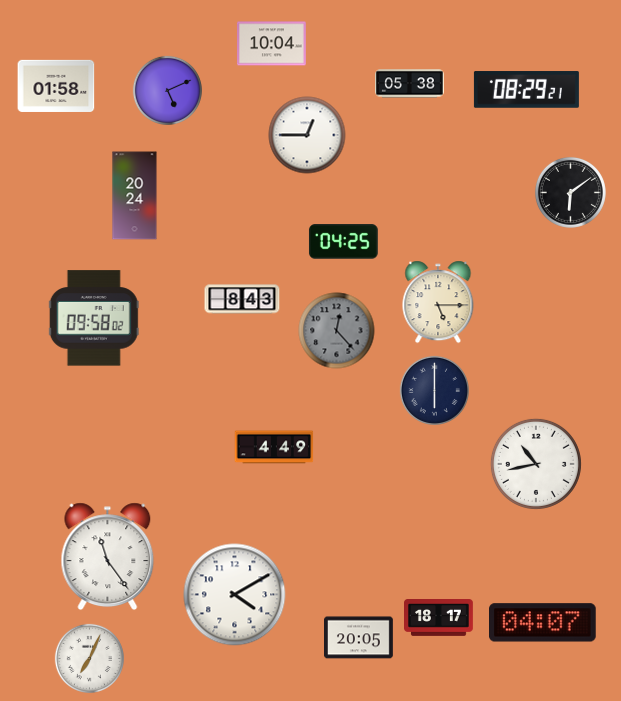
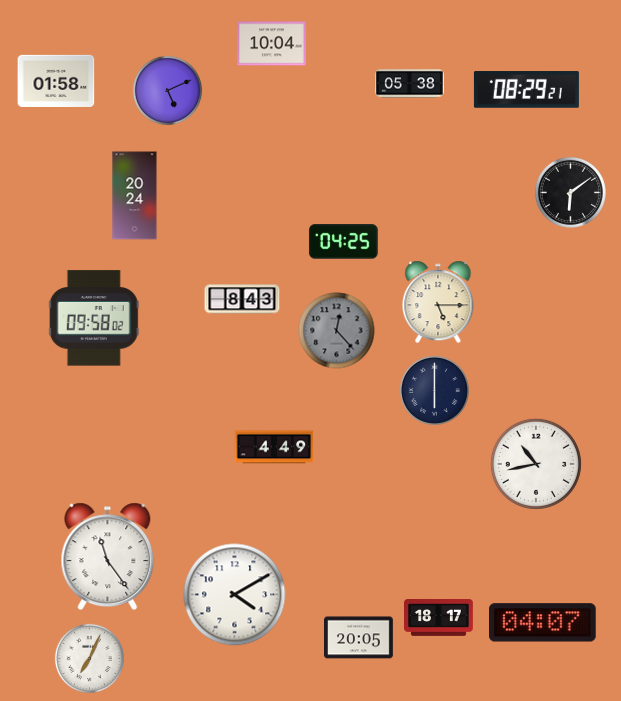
clock at (56, 86) position: (56, 86) -> (56, 81)
clock at (307, 135): 12:45 -> none
